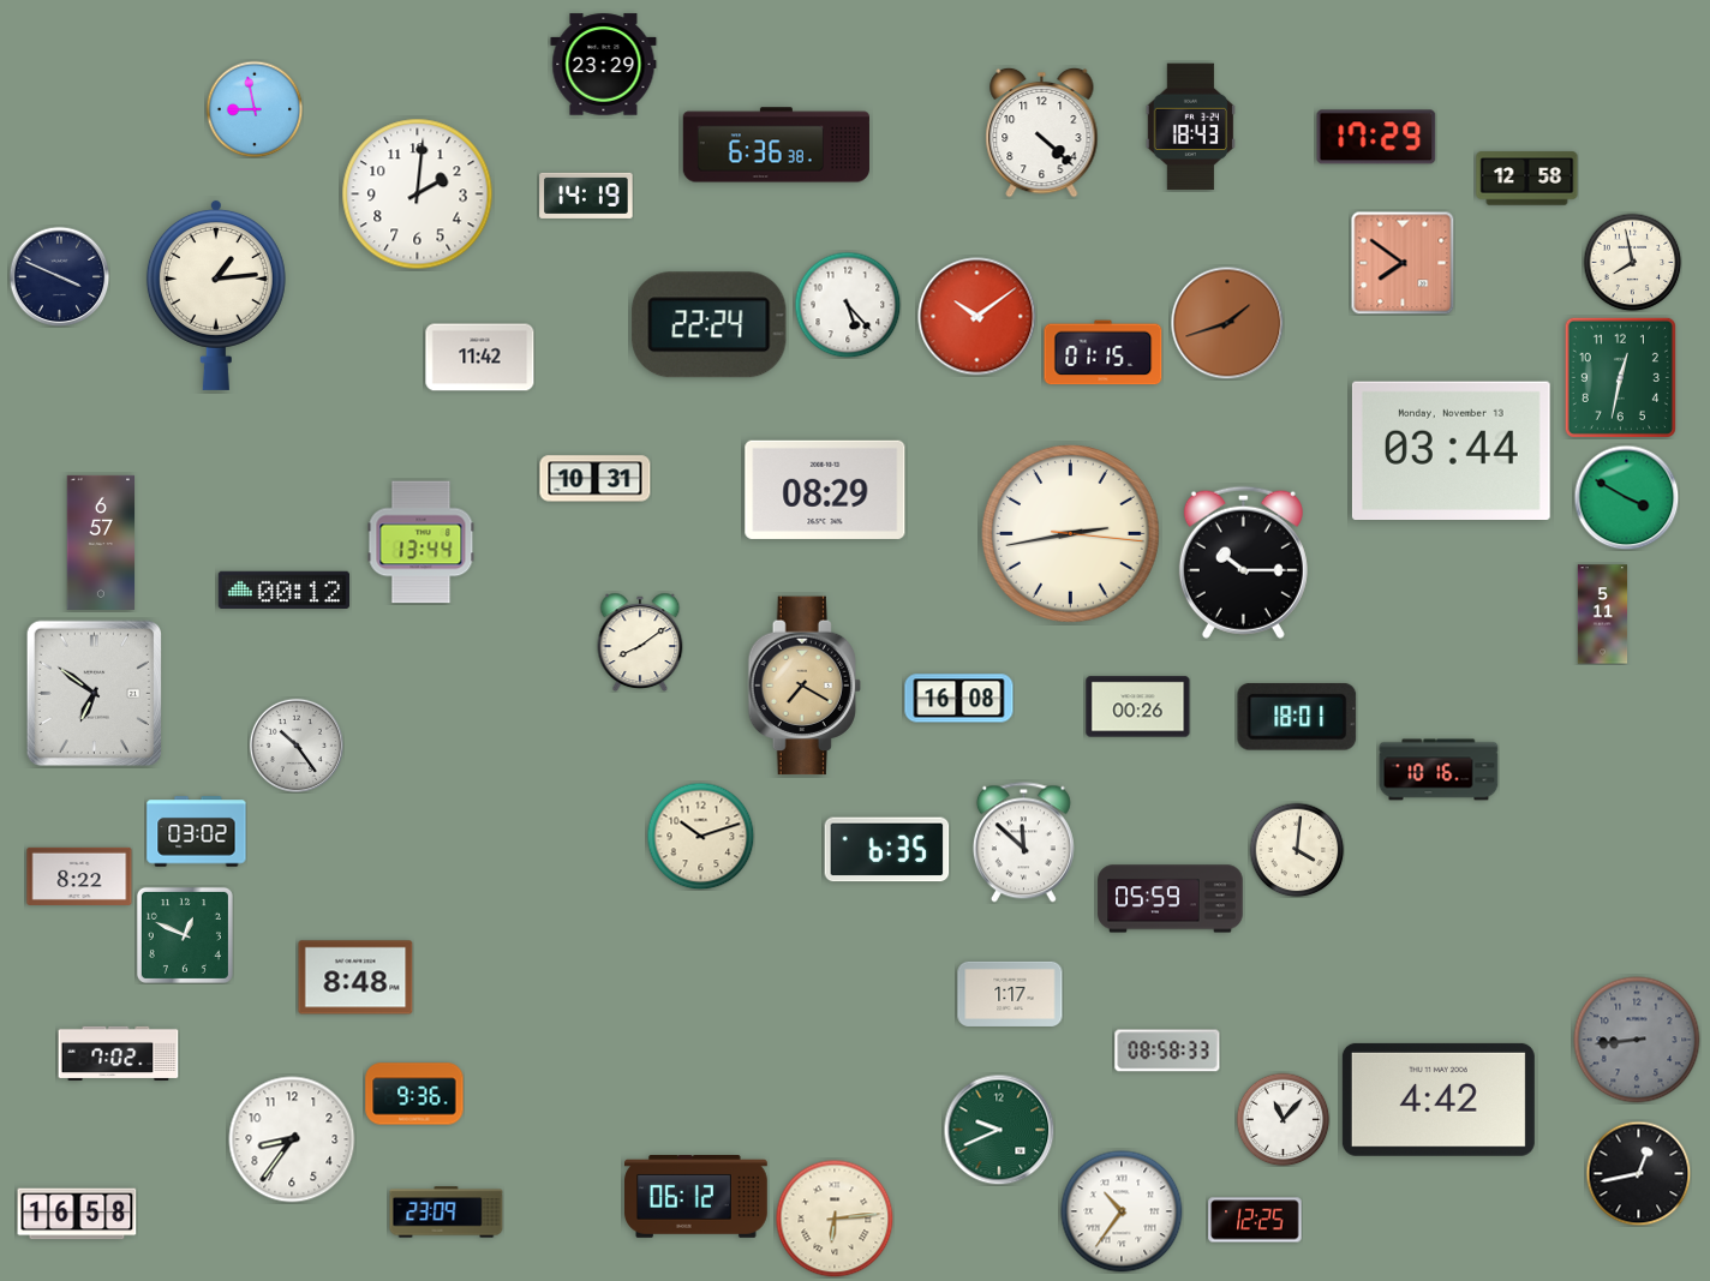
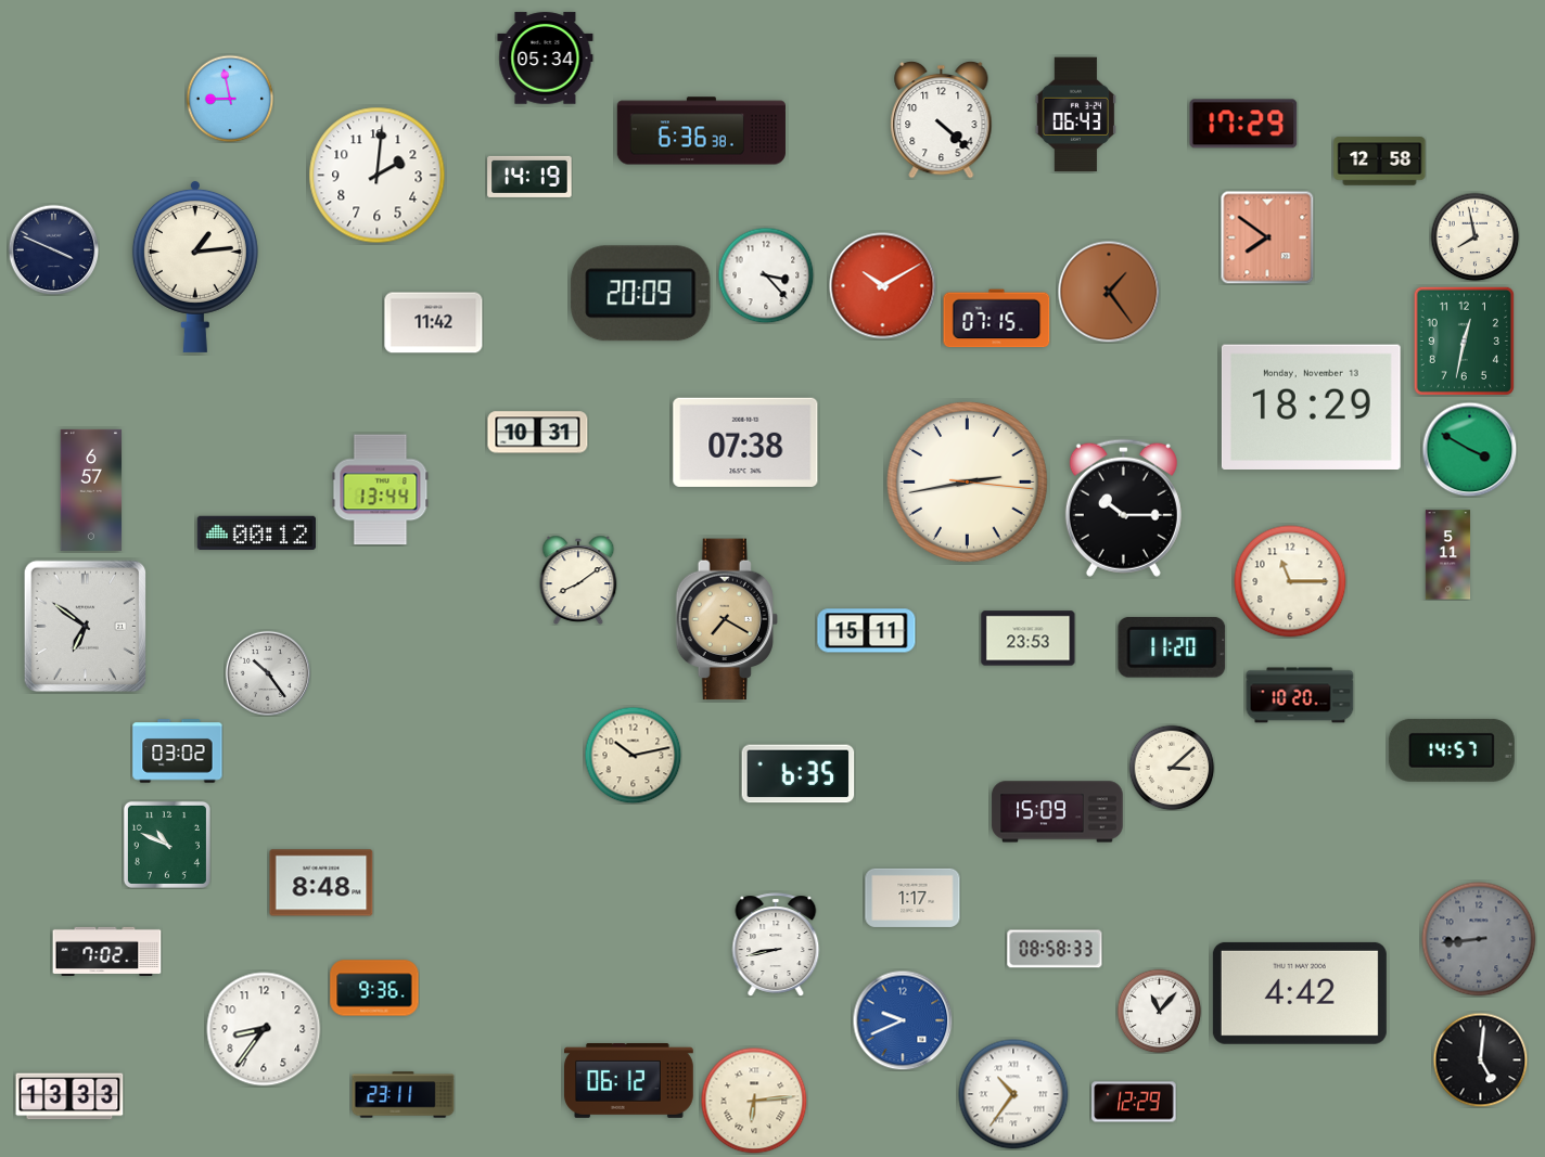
clock at (604, 65): 23:29 -> 05:34
clock at (1190, 127): 18:43 -> 06:43
clock at (848, 305): 5:23 -> 3:23
clock at (977, 317): 10:09 -> 10:10
clock at (1227, 323): 1:42 -> 1:24
clock at (710, 325): 22:24 -> 20:09
clock at (1104, 353): 01:15 -> 07:15
clock at (1451, 450): 03:44 -> 18:29
clock at (825, 490): 08:29 -> 07:38
clock at (1290, 581): none -> 11:15
clock at (959, 699): 16:08 -> 15:11
clock at (1138, 707): 00:26 -> 23:53
clock at (1297, 717): 18:01 -> 11:20
clock at (1439, 770): 10:16 -> 10:20
clock at (1452, 750): none -> 14:57
clock at (700, 836): 10:12 -> 10:13
clock at (1023, 843): 11:52 -> none
clock at (887, 850) position: (887, 850) -> (799, 774)
clock at (1297, 850): 4:01 -> 3:08
clock at (79, 876): 8:22 -> none
clock at (1171, 899): 05:59 -> 15:09
clock at (185, 935): 12:49 -> 10:49
clock at (776, 944): none -> 8:43
clock at (999, 1130) dial: green -> blue
clock at (1638, 1173): 12:43 -> 5:01
clock at (447, 1213): 23:09 -> 23:11
clock at (77, 1214): 16:58 -> 13:33
clock at (1255, 1220): 12:25 -> 12:29
